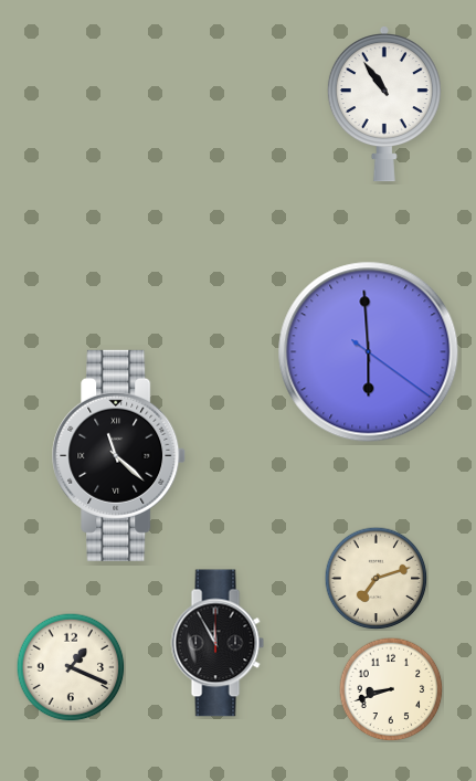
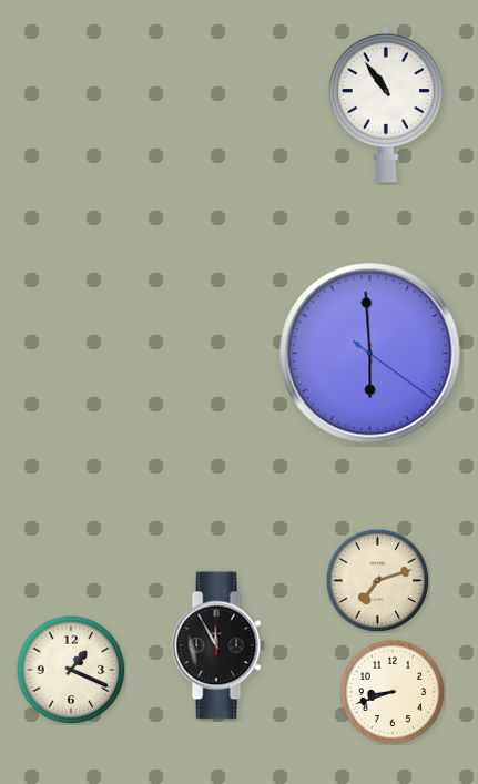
clock at (119, 455): 11:22 -> none
